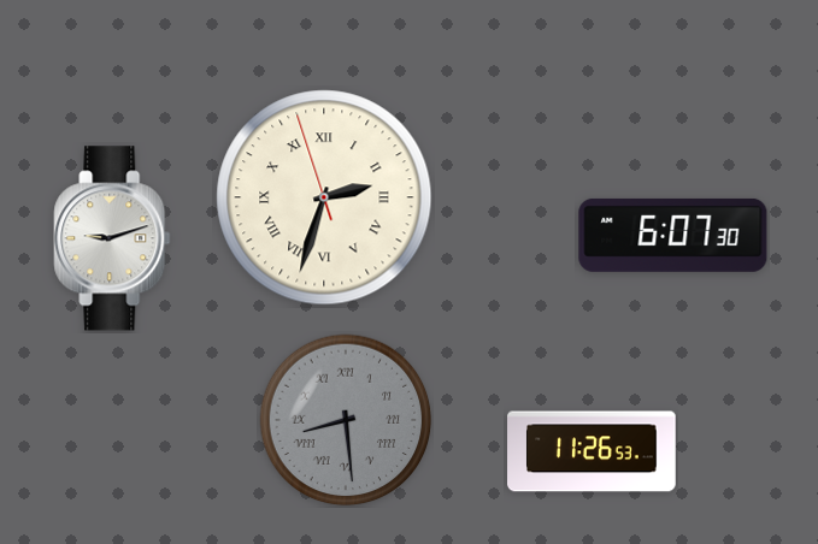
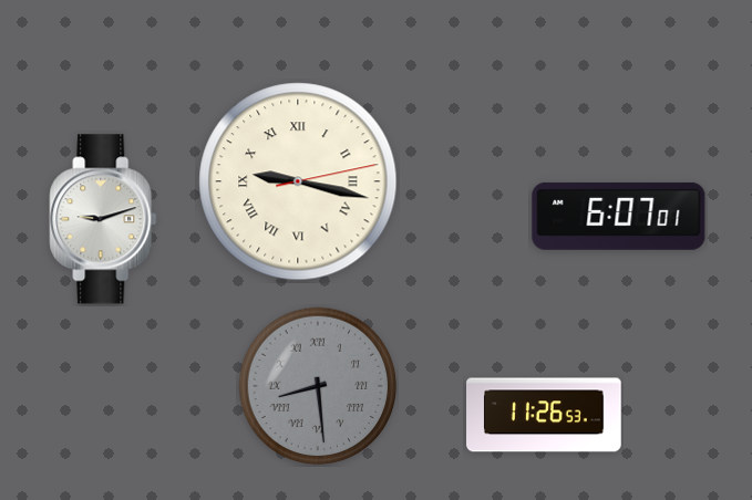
clock at (324, 197): 2:32 -> 9:17
clock at (673, 235): 6:07:30 -> 6:07:01
